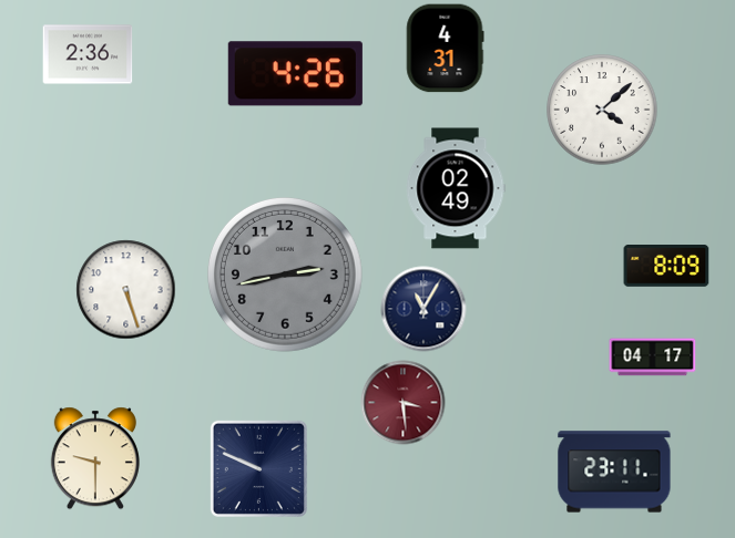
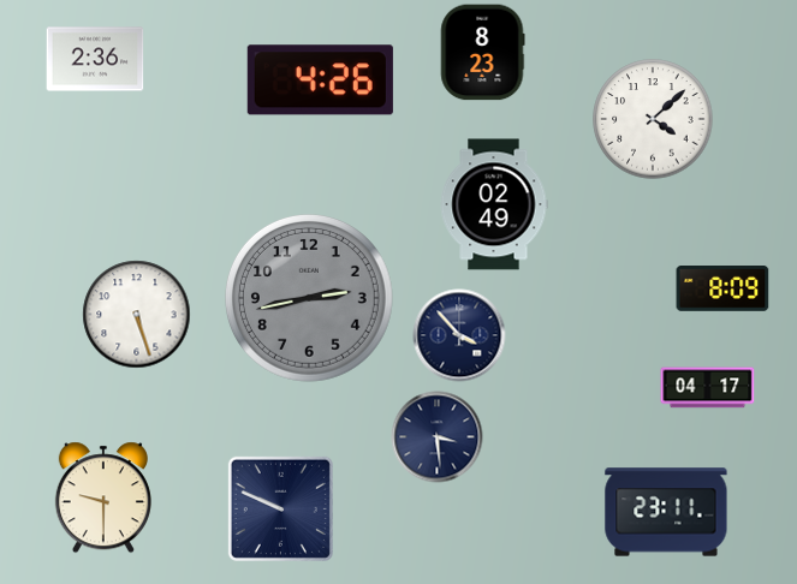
clock at (445, 49): 4:31 -> 8:23
clock at (423, 309): 11:05 -> 3:53
clock at (404, 403) dial: burgundy -> navy
